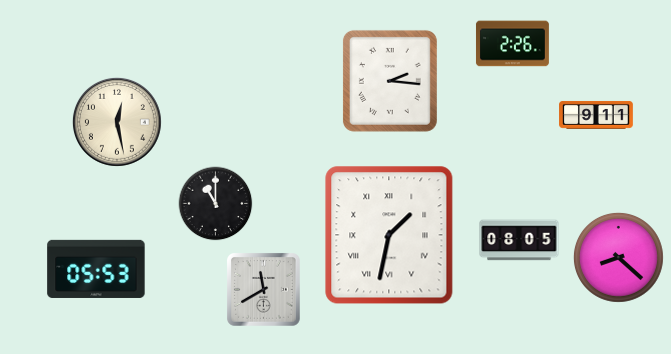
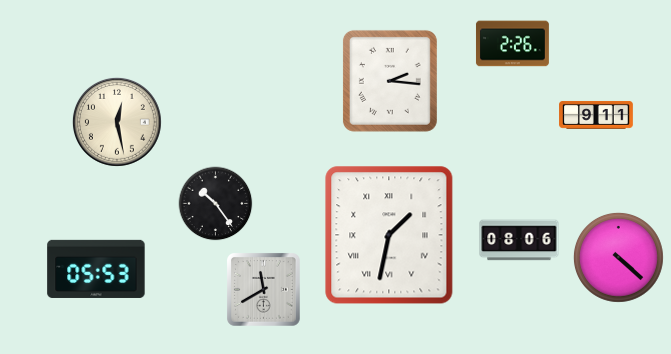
clock at (216, 204): 11:00 -> 10:24
clock at (519, 240): 08:05 -> 08:06
clock at (618, 257): 8:22 -> 4:22
